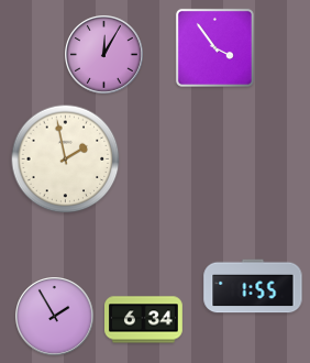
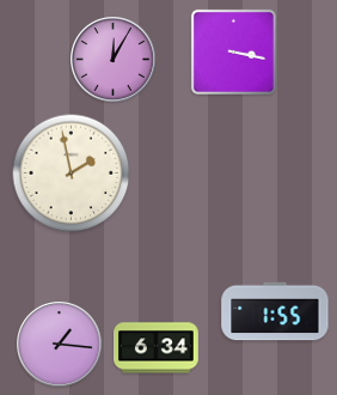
clock at (214, 47): 3:54 -> 3:17
clock at (55, 317): 1:55 -> 1:16
